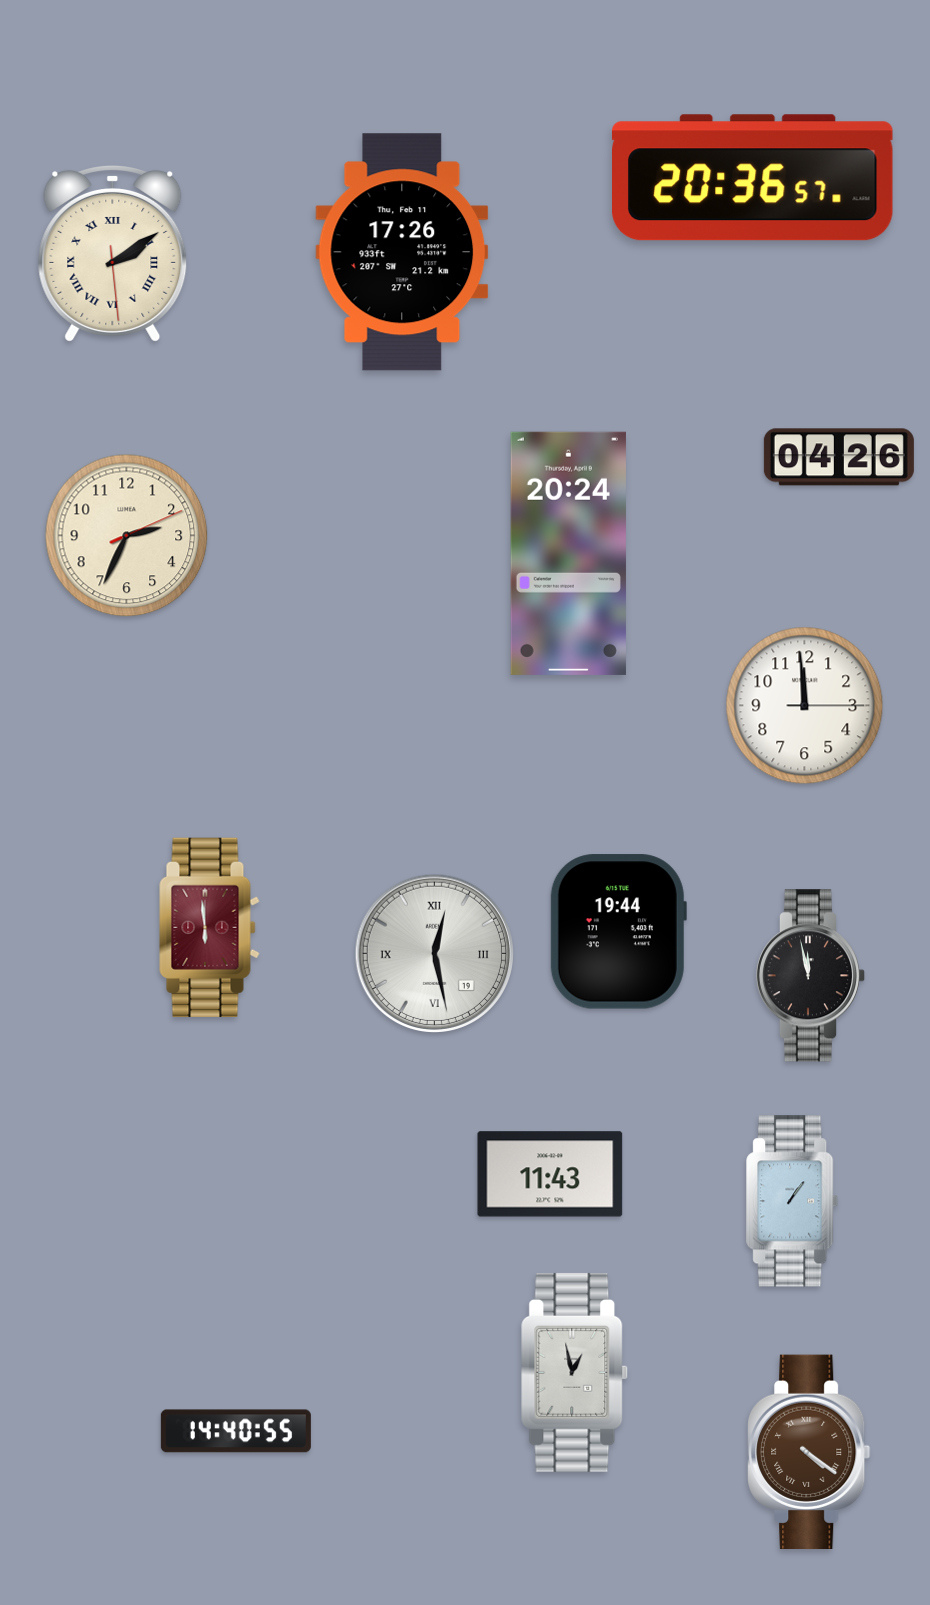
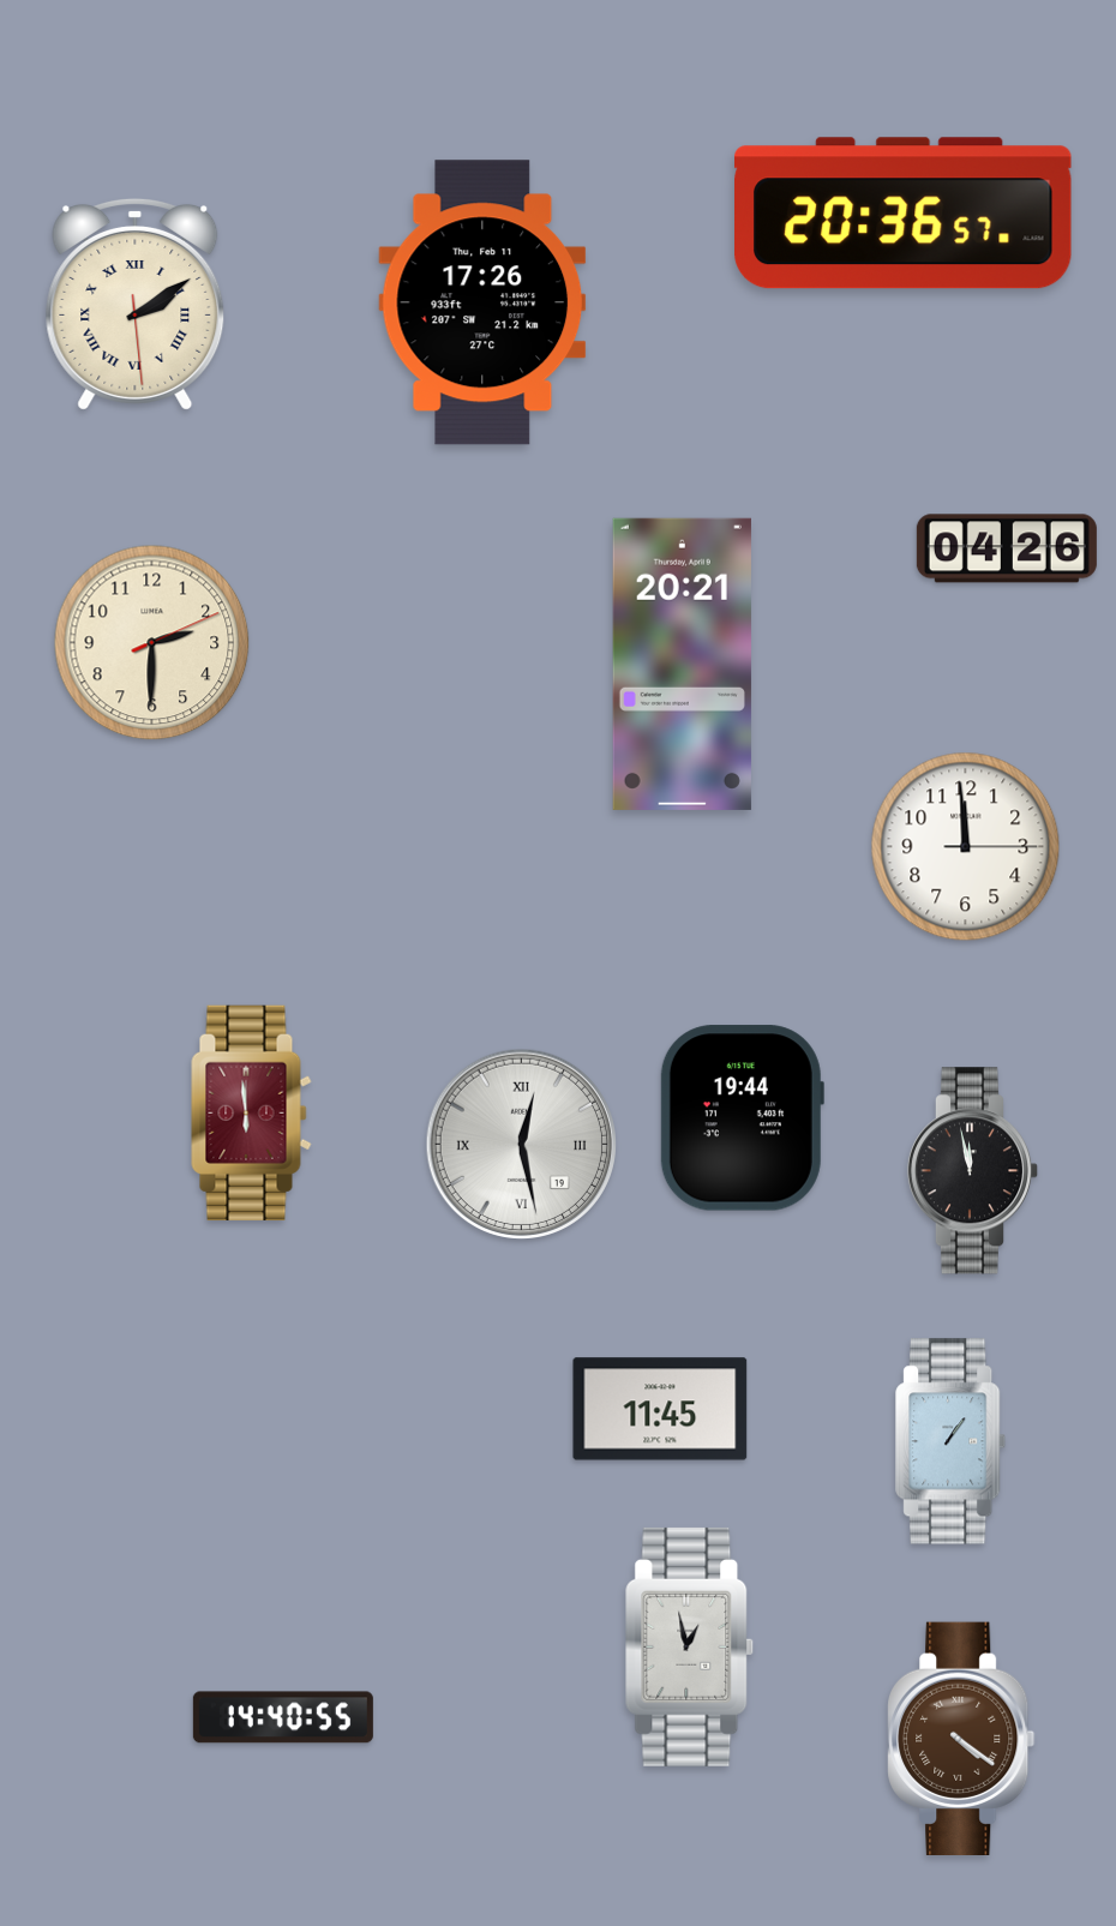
clock at (127, 536): 2:34 -> 2:30
clock at (568, 553): 20:24 -> 20:21
clock at (550, 1174): 11:43 -> 11:45
clock at (809, 1451) position: (809, 1451) -> (961, 1738)
